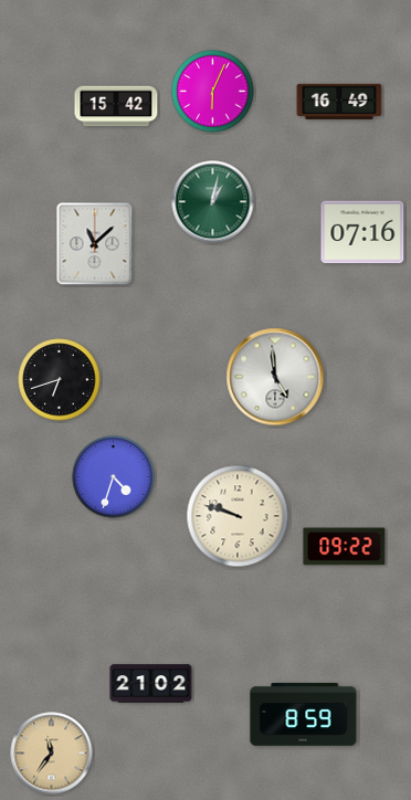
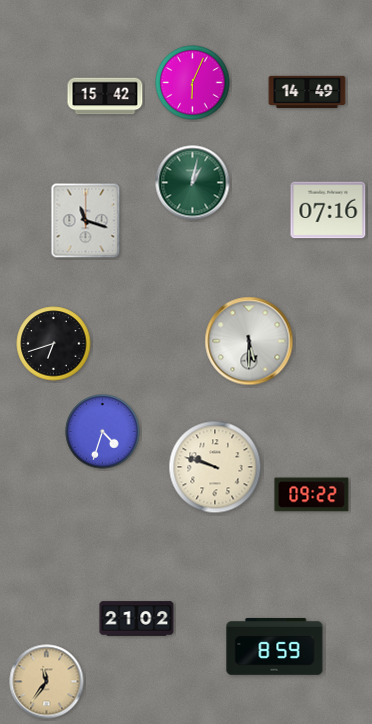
clock at (339, 102): 16:49 -> 14:49
clock at (95, 244): 11:08 -> 11:18
clock at (275, 377): 4:59 -> 5:30
